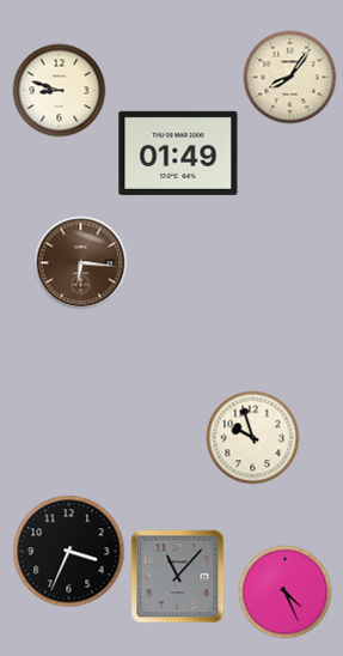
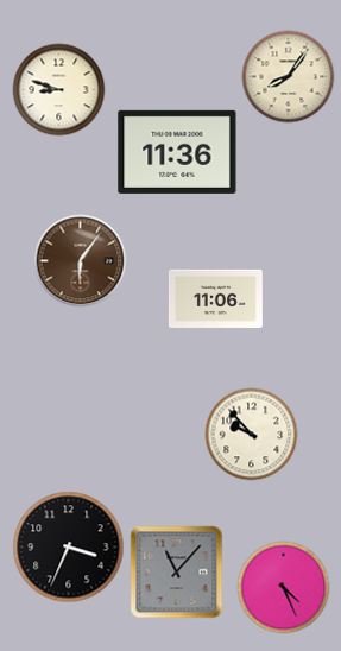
clock at (178, 153): 01:49 -> 11:36
clock at (80, 262): 6:16 -> 6:06
clock at (215, 298): none -> 11:06
clock at (252, 437): 9:57 -> 9:53
